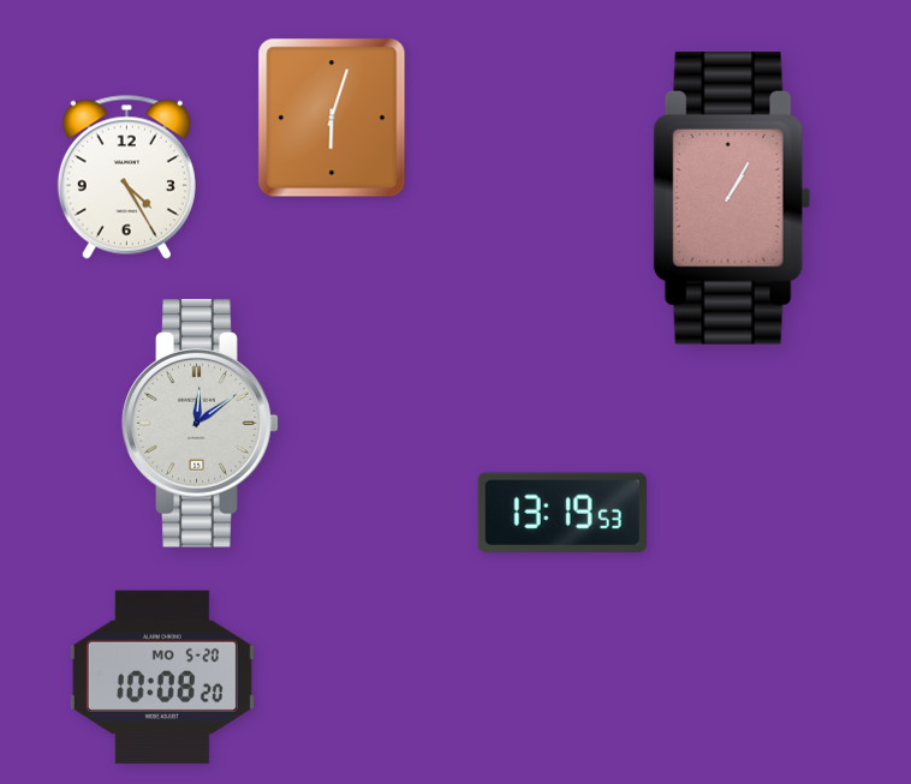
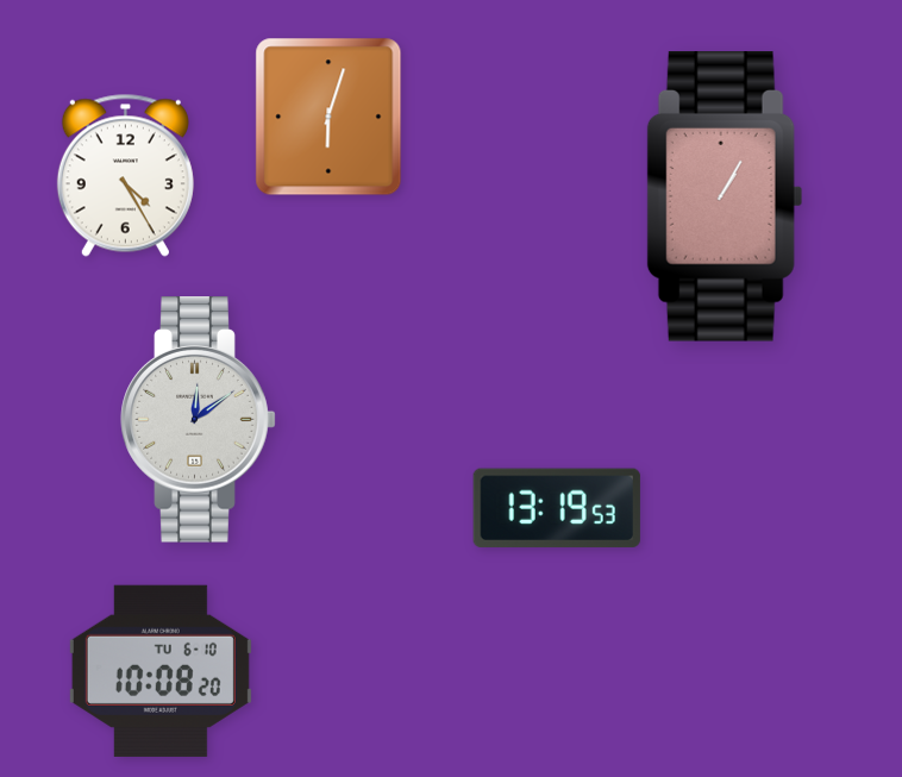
clock at (162, 677) date: MO 5-20 -> TU 6-10
